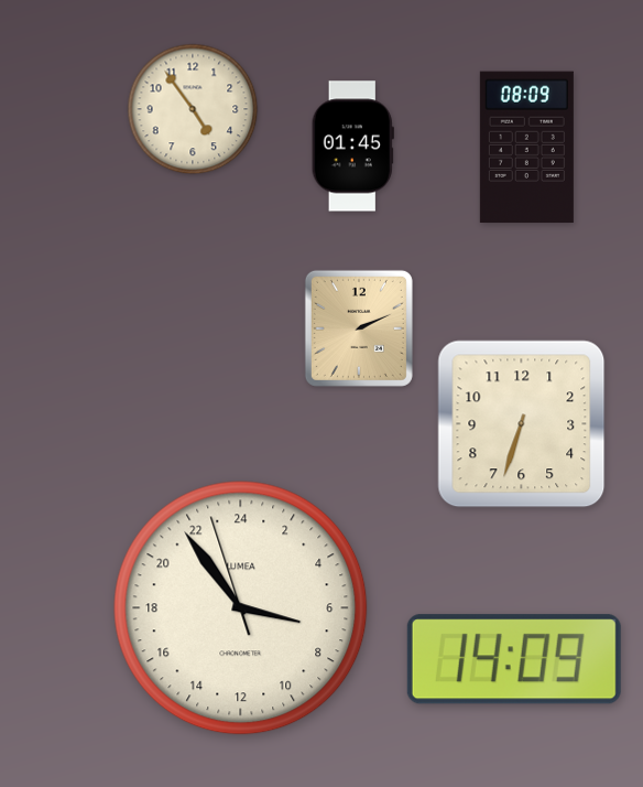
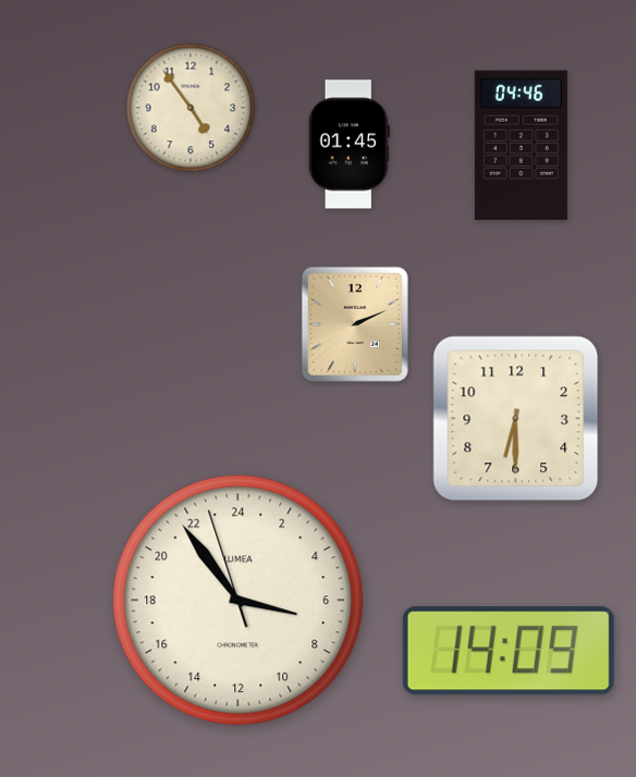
clock at (526, 148): 08:09 -> 04:46
clock at (522, 424): 6:33 -> 6:30
